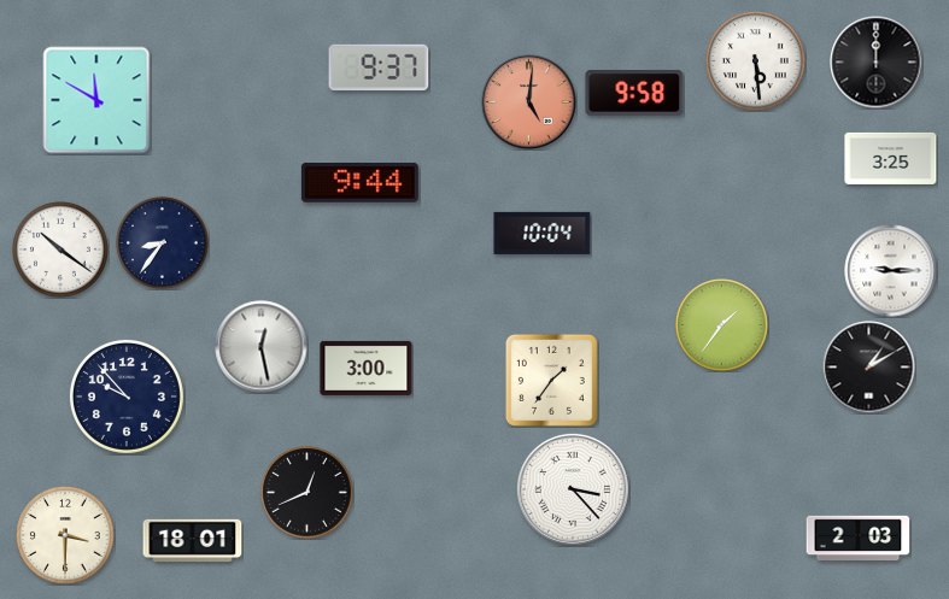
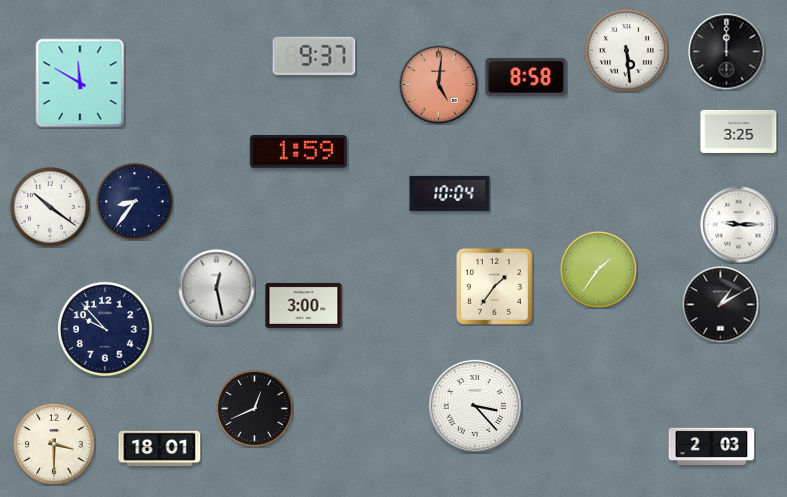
clock at (634, 93): 9:58 -> 8:58
clock at (359, 183): 9:44 -> 1:59
clock at (551, 380) position: (551, 380) -> (494, 286)
